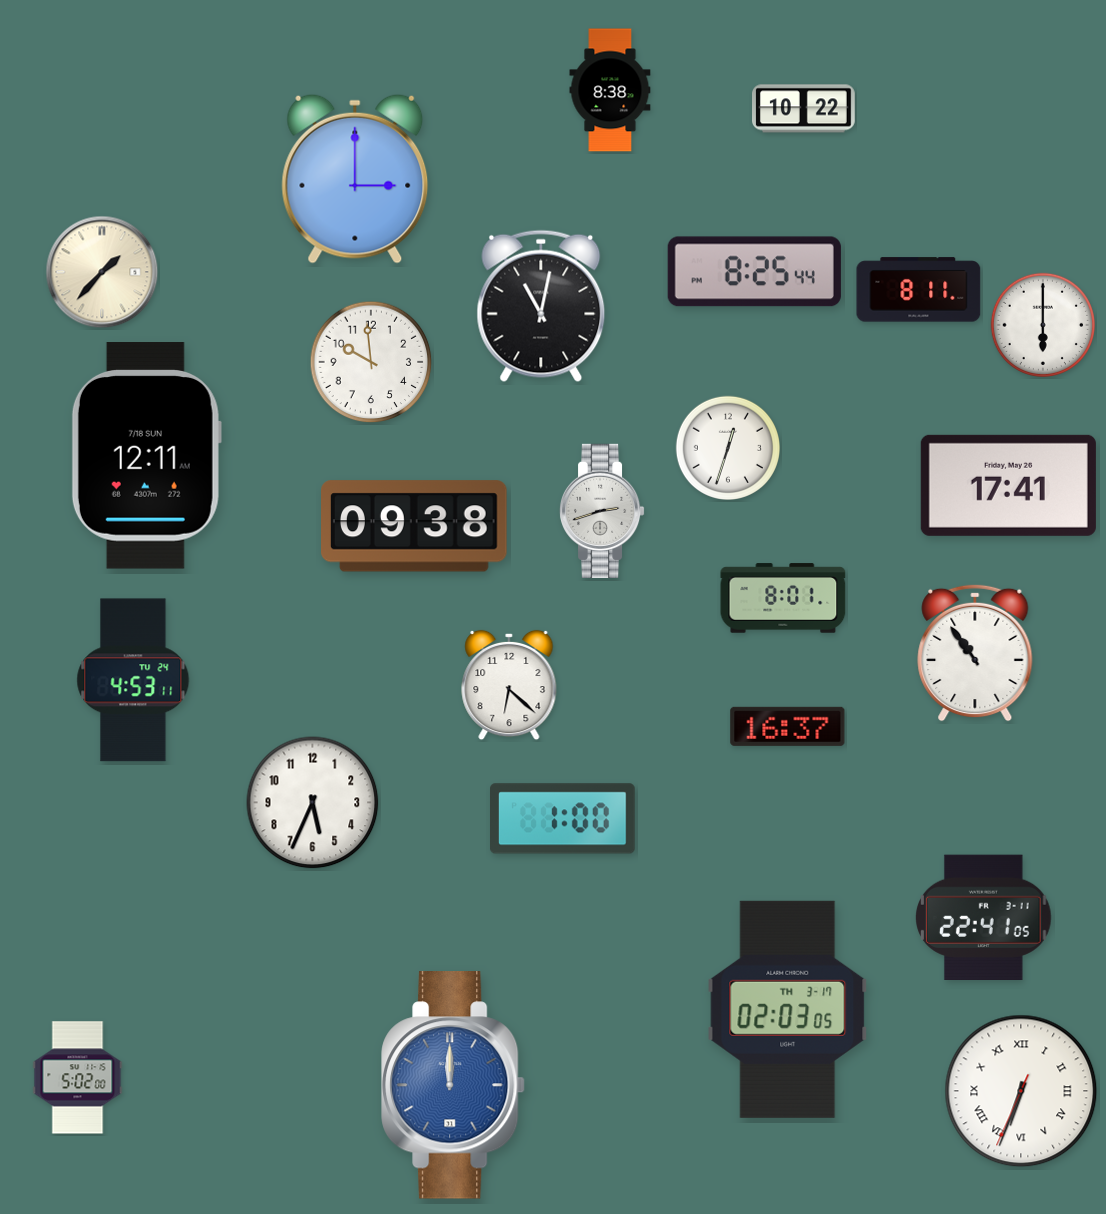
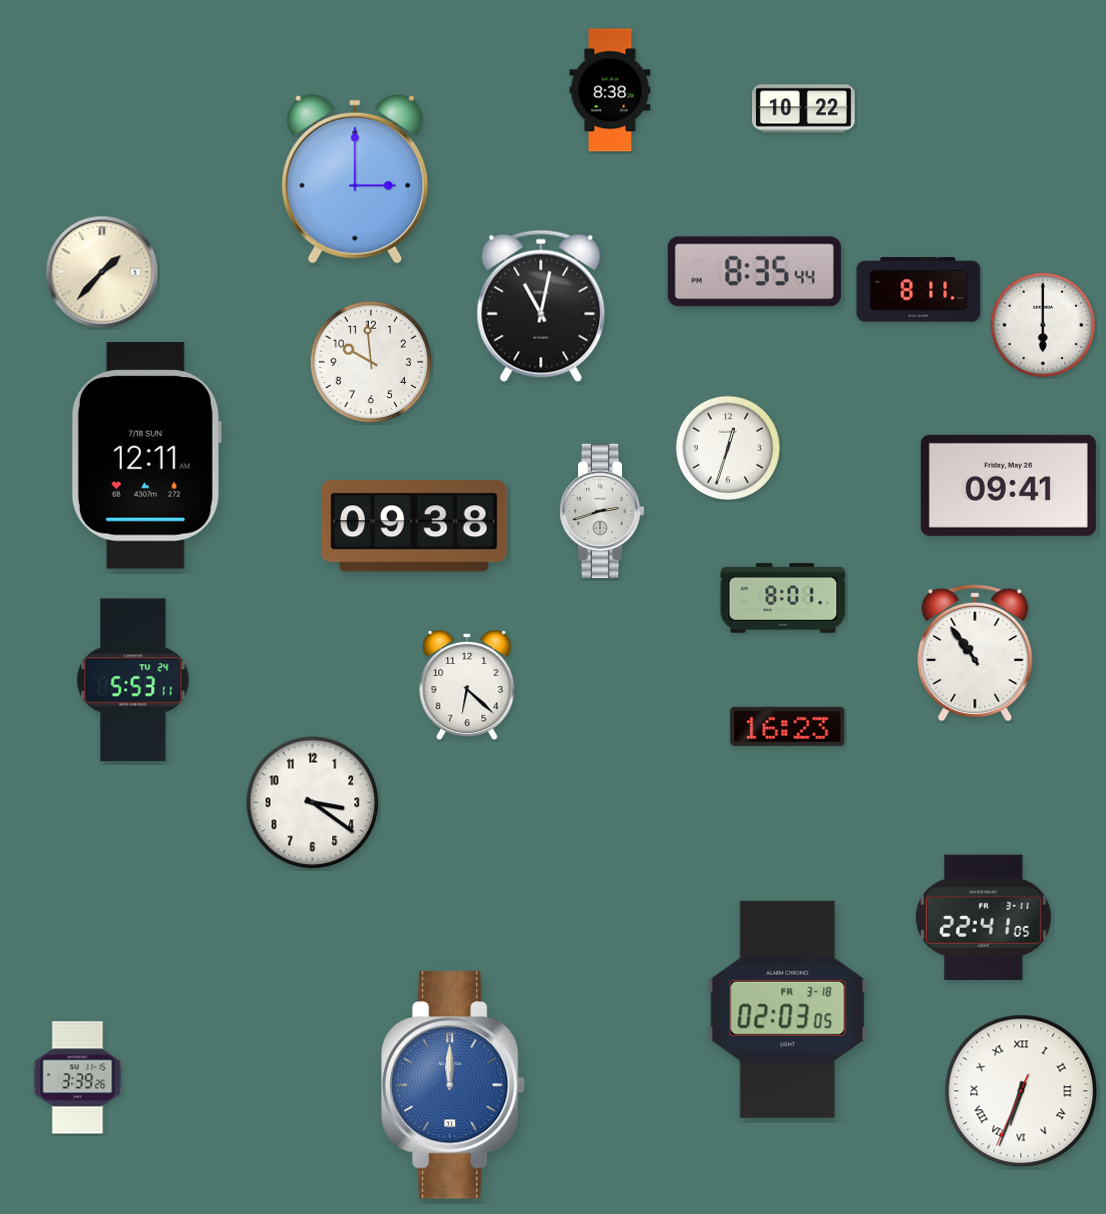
clock at (754, 272): 8:25 -> 8:35
clock at (1008, 485): 17:41 -> 09:41
clock at (133, 680): 4:53 -> 5:53
clock at (509, 685) position: (509, 685) -> (467, 685)
clock at (788, 726): 16:37 -> 16:23
clock at (313, 803): 5:34 -> 3:21
clock at (563, 819): 1:00 -> none
clock at (788, 1009) date: TH 3-17 -> FR 3-18
clock at (78, 1078): 5:02 -> 3:39
